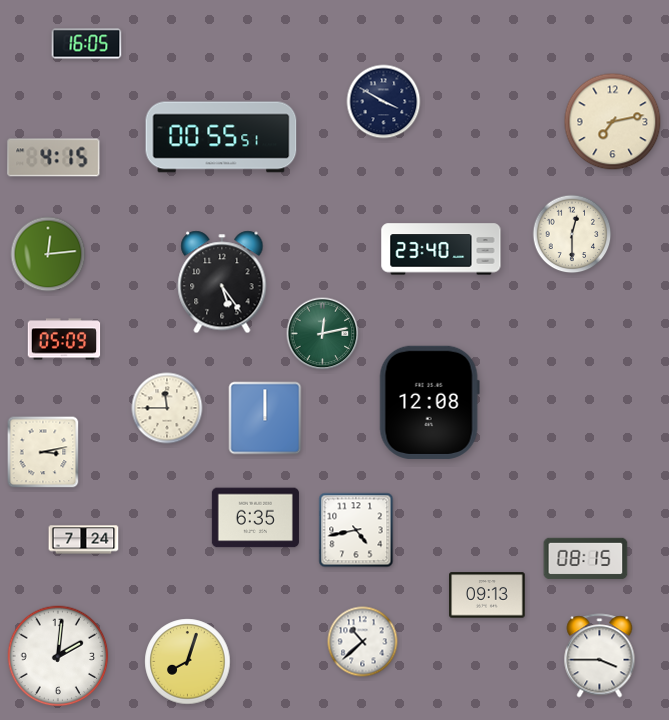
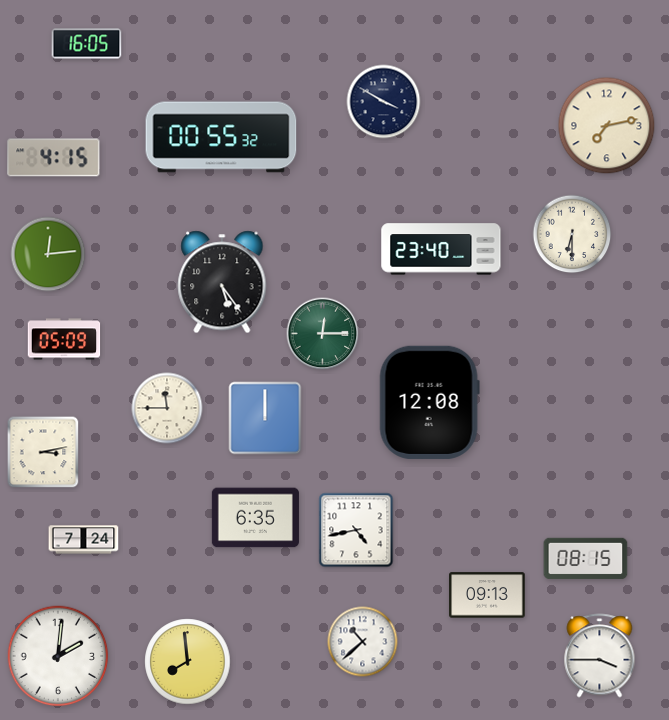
clock at (613, 122) position: (613, 122) -> (607, 126)
clock at (221, 137): 00:55:51 -> 00:55:32
clock at (572, 234): 12:30 -> 6:30
clock at (323, 334): 12:13 -> 12:15
clock at (188, 662): 8:03 -> 7:59
